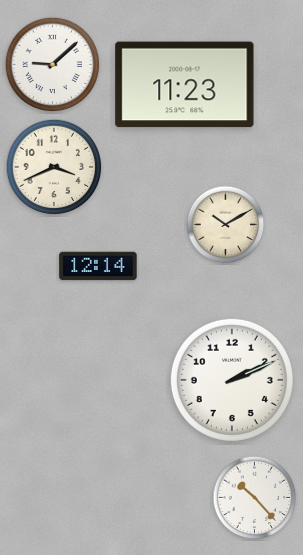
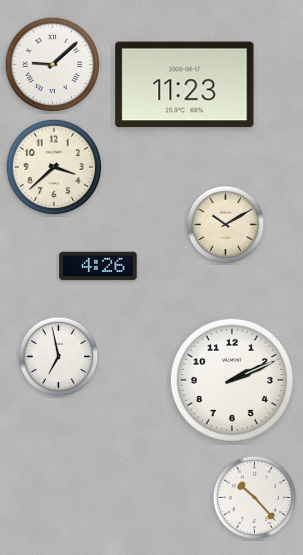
clock at (54, 167): 3:41 -> 3:38
clock at (98, 266): 12:14 -> 4:26
clock at (59, 357): none -> 6:58
